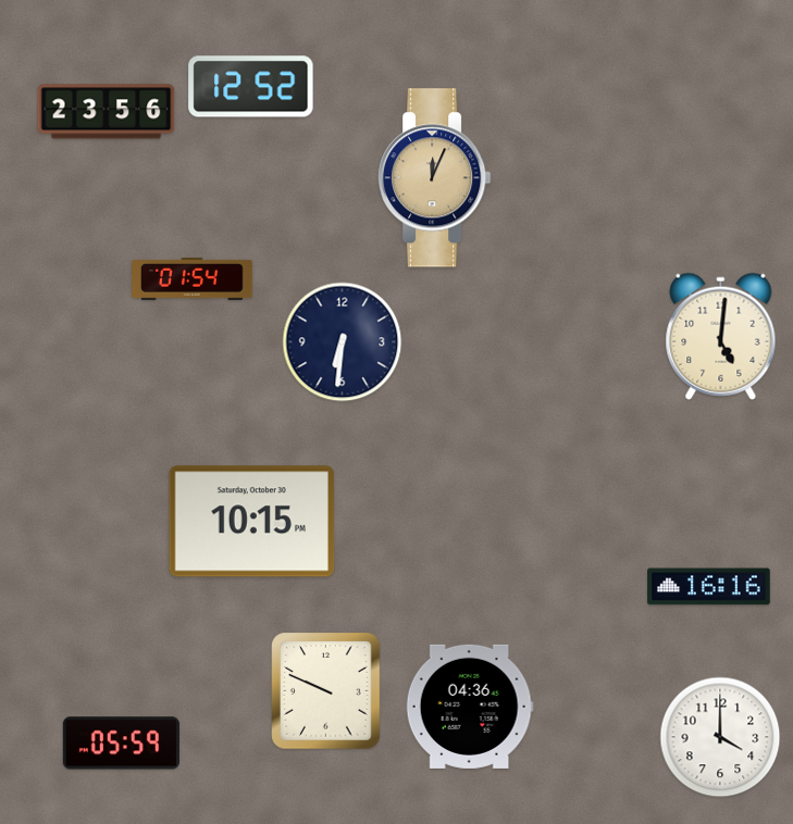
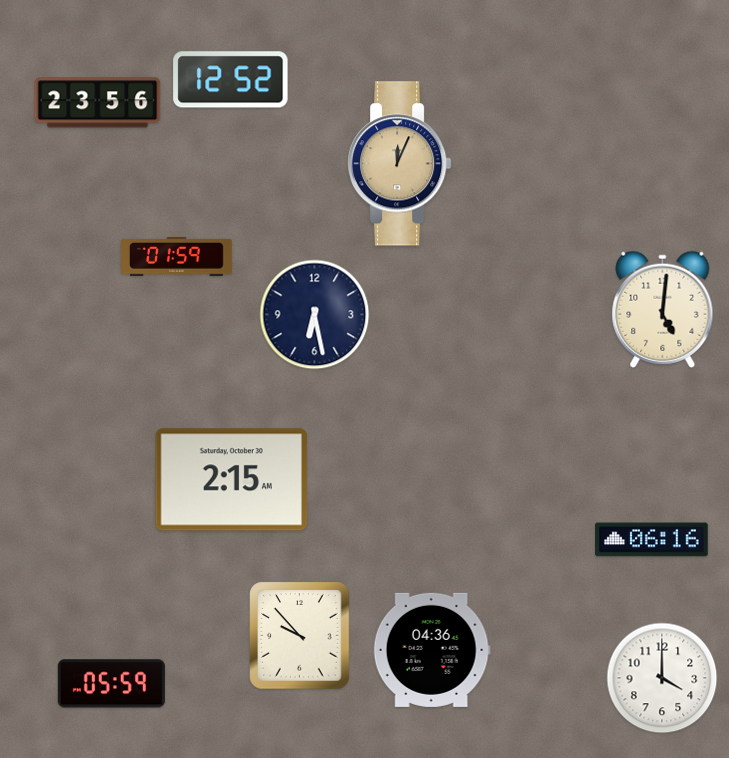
clock at (193, 278): 01:54 -> 01:59
clock at (343, 342): 6:31 -> 6:28
clock at (252, 522): 10:15 -> 2:15
clock at (709, 587): 16:16 -> 06:16
clock at (326, 691): 9:49 -> 9:53
